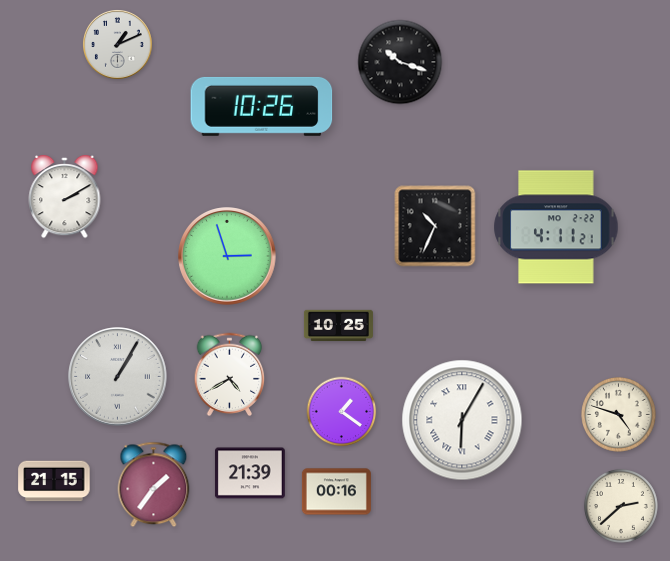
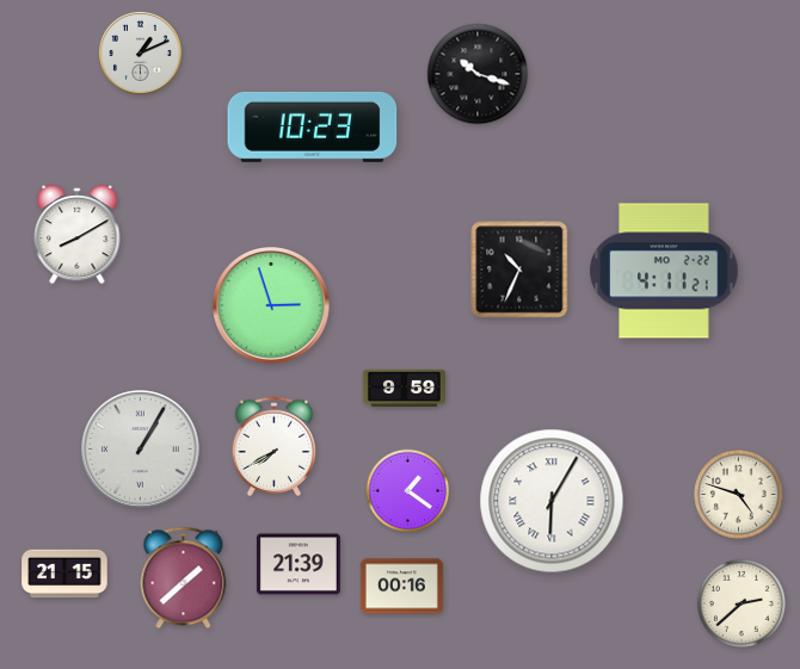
clock at (262, 106): 10:26 -> 10:23
clock at (65, 197): 2:10 -> 8:10
clock at (338, 326): 10:25 -> 9:59
clock at (230, 375): 4:40 -> 7:40
clock at (154, 485): 1:36 -> 1:38
